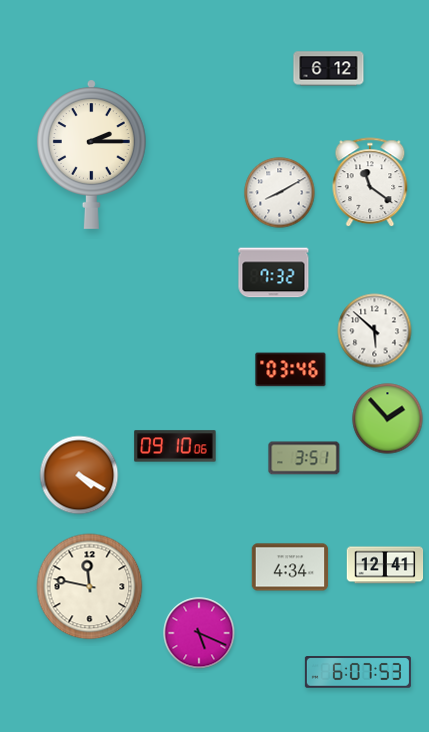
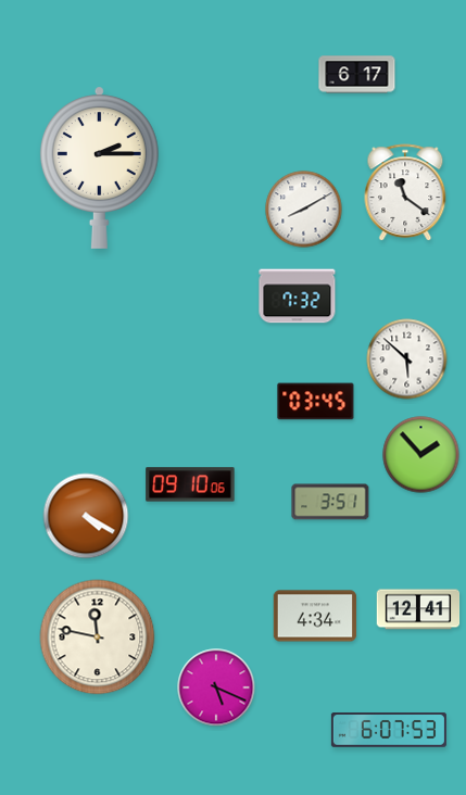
clock at (329, 69): 6:12 -> 6:17
clock at (370, 183) position: (370, 183) -> (405, 193)
clock at (291, 370): 03:46 -> 03:45
clock at (304, 458) position: (304, 458) -> (330, 502)
clock at (385, 565) position: (385, 565) -> (418, 609)
